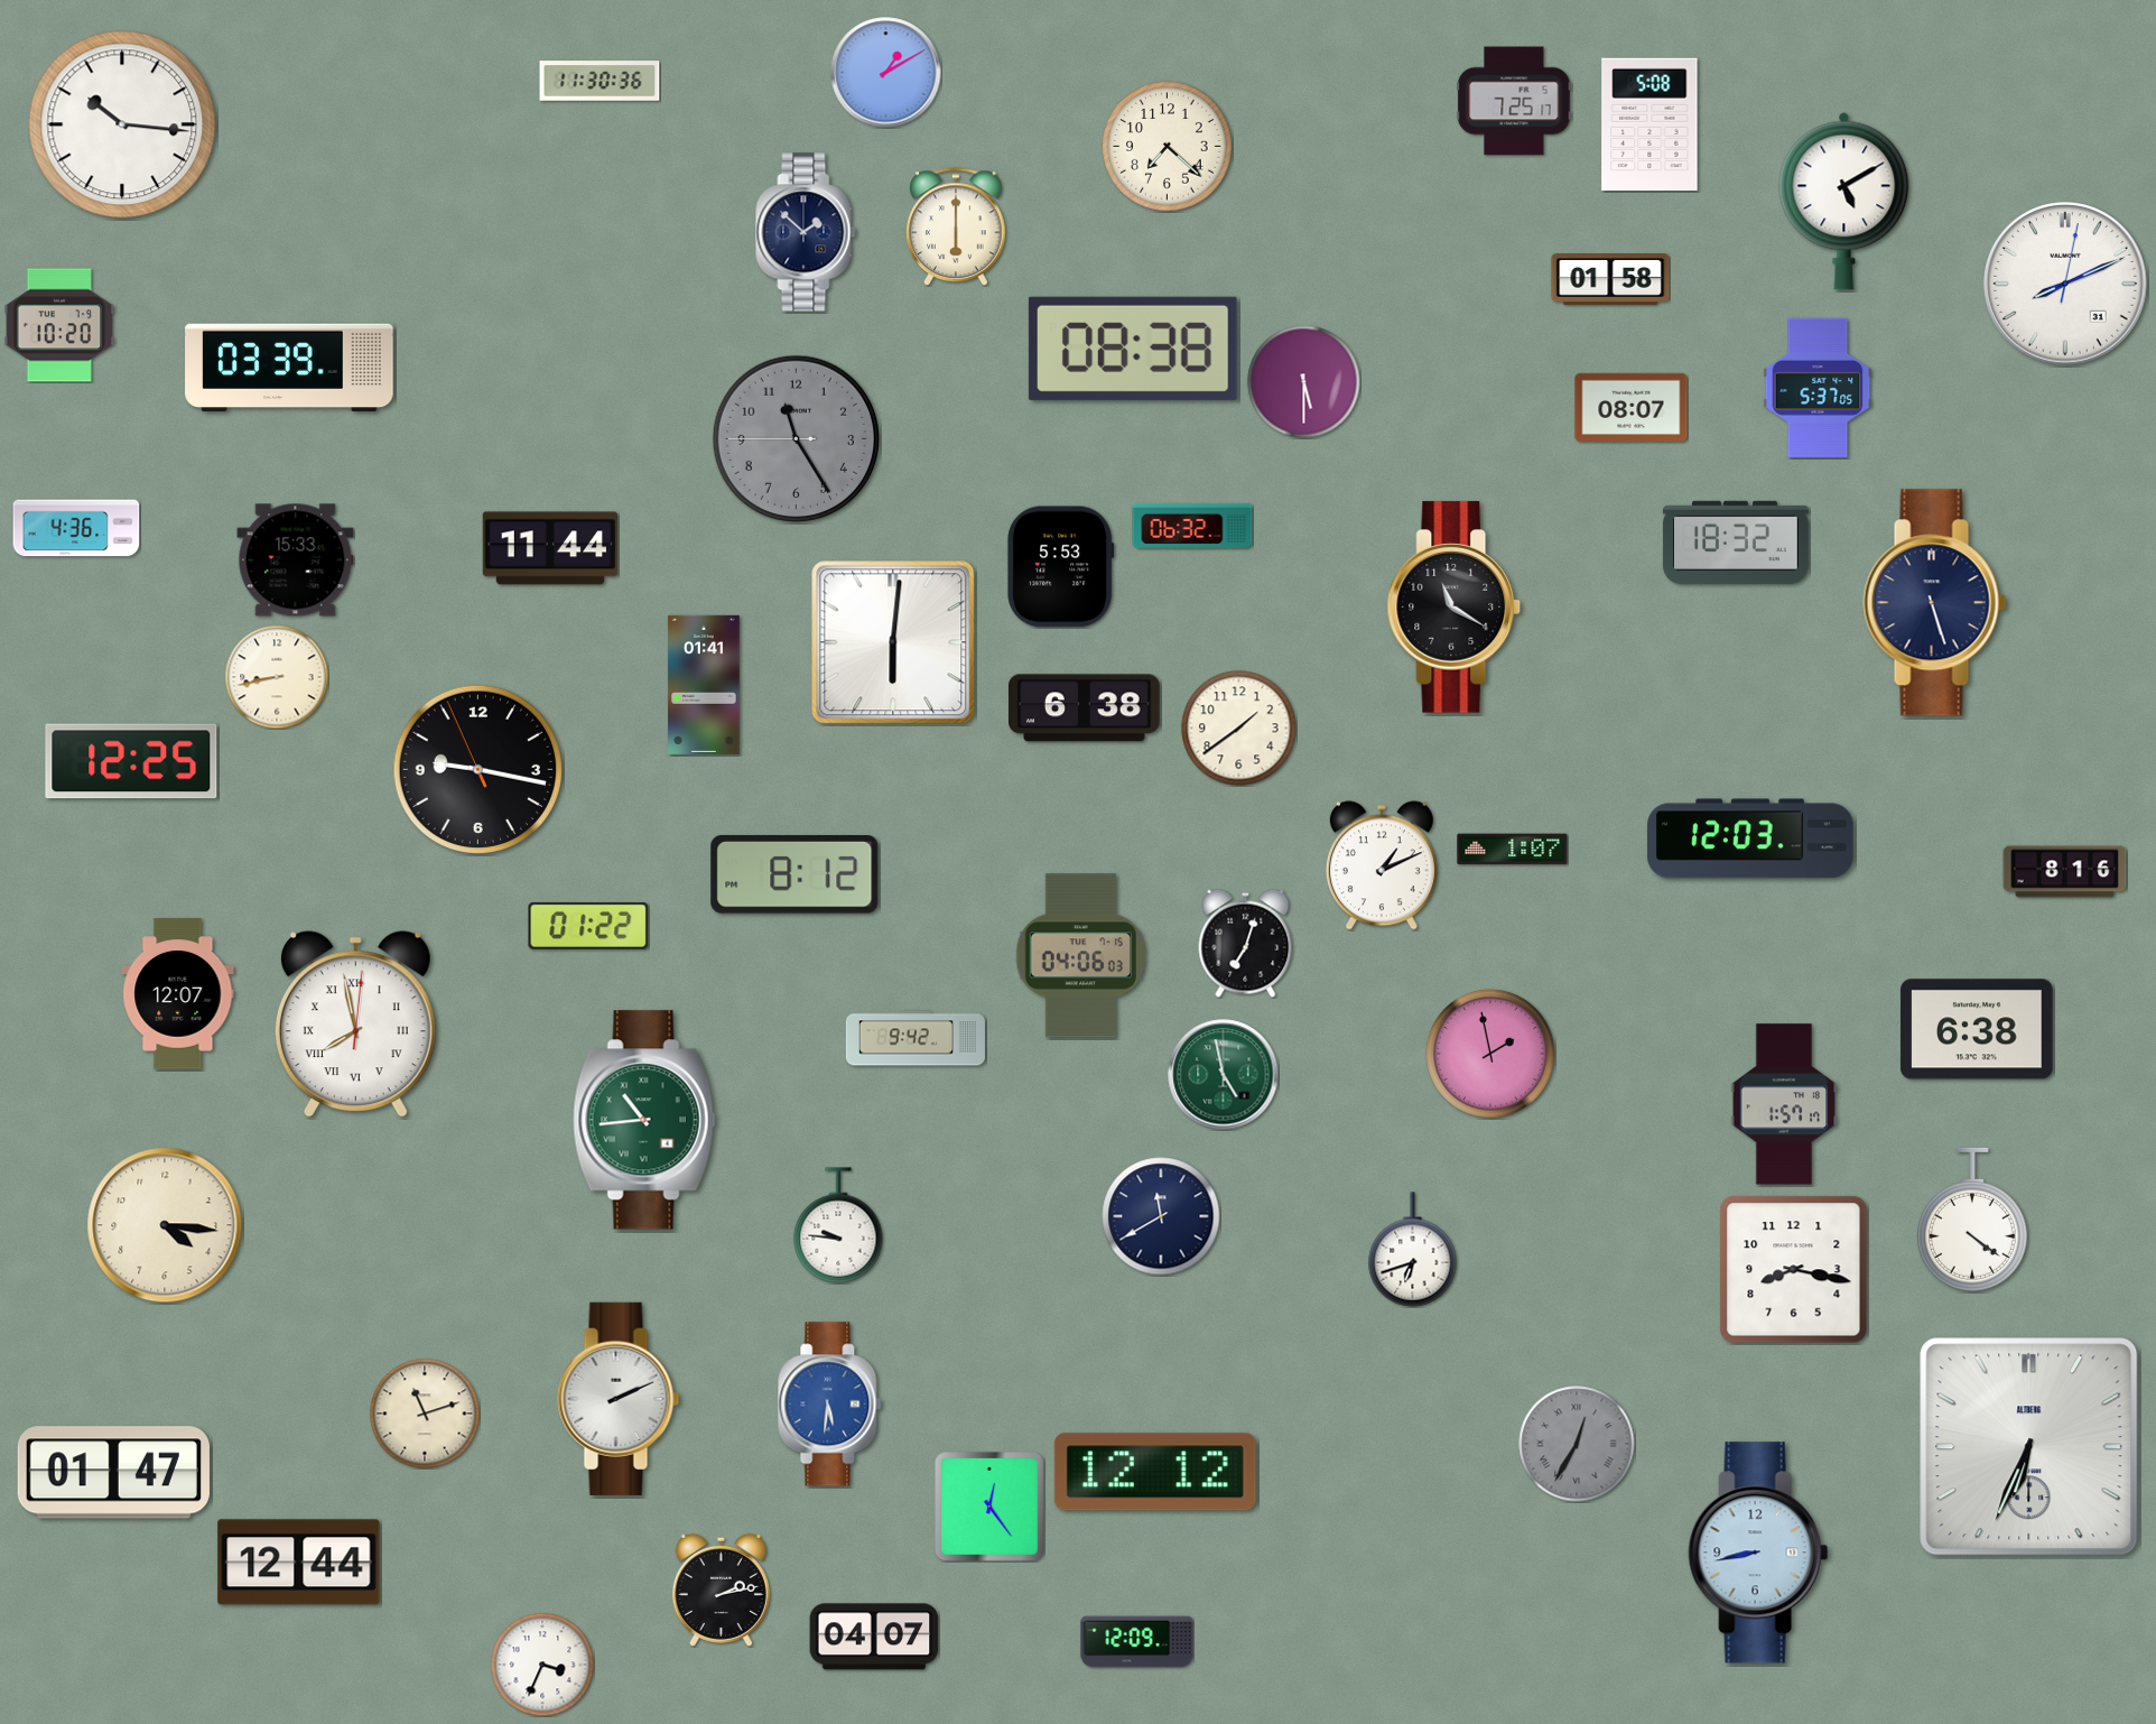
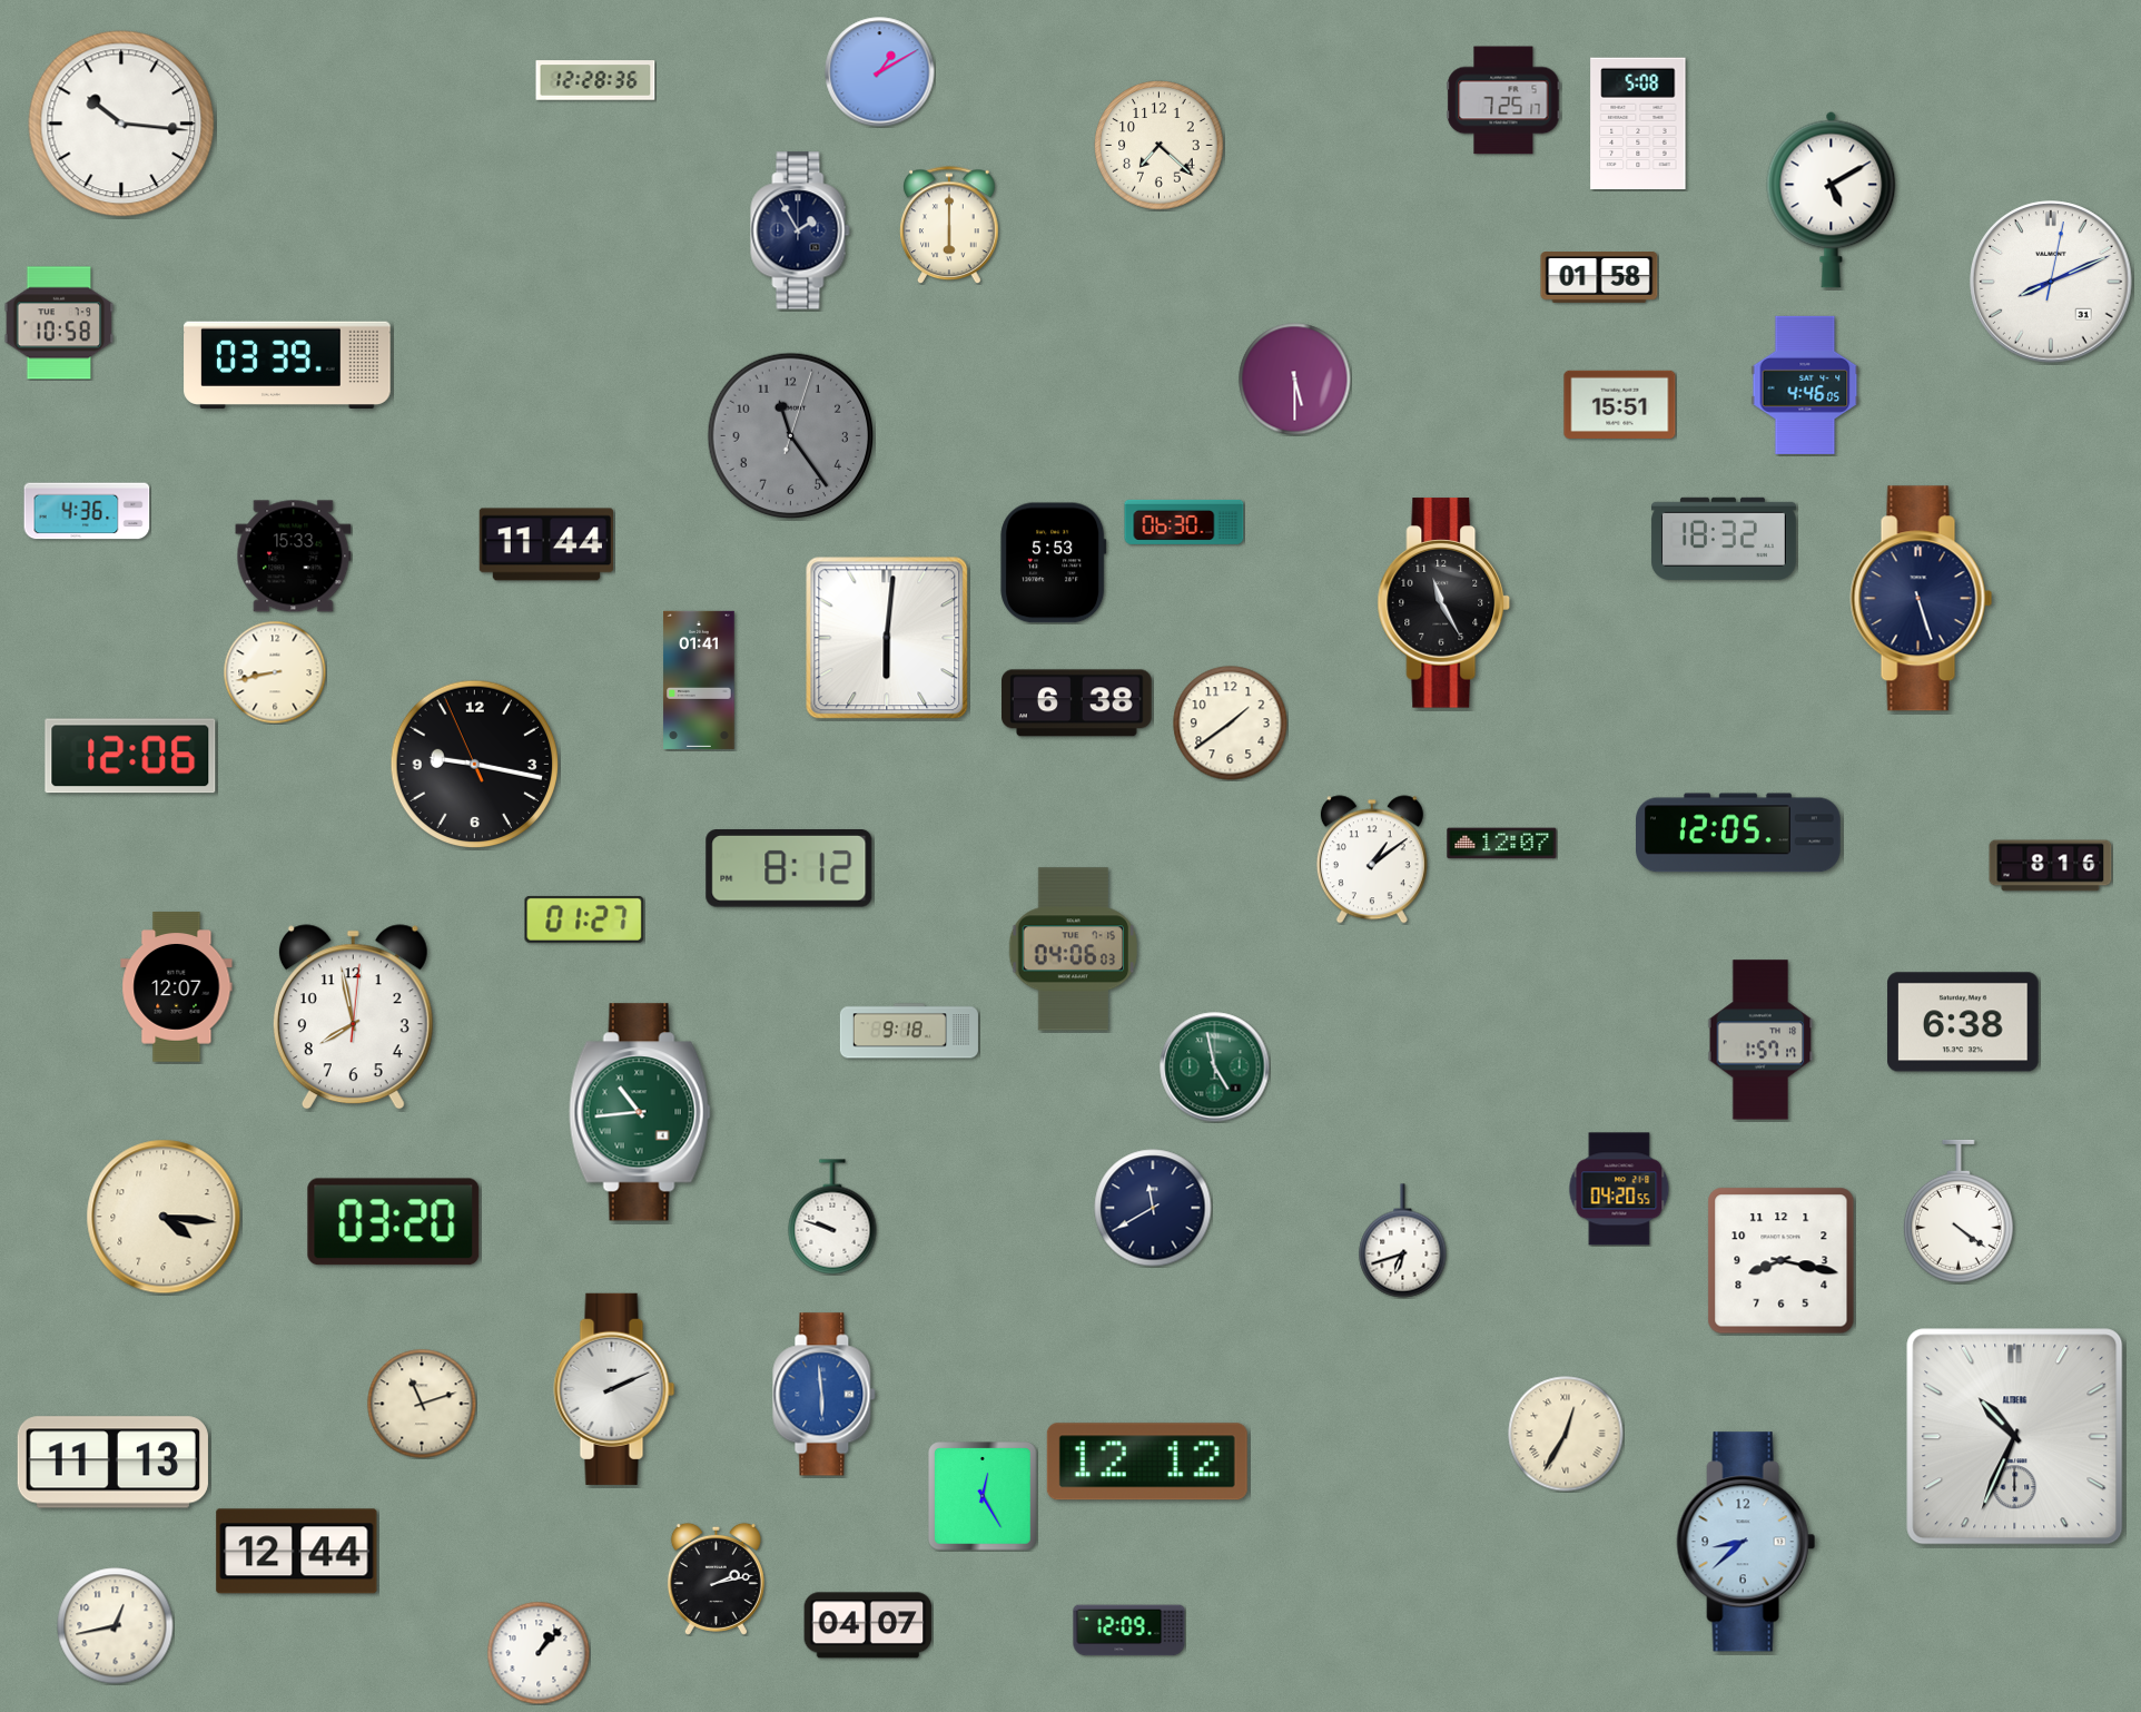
clock at (600, 81): 11:30 -> 12:28
clock at (806, 232): 1:52 -> 1:55
clock at (59, 325): 10:20 -> 10:58
clock at (1133, 349): 08:38 -> none
clock at (1818, 388): 5:37 -> 4:46
clock at (1632, 407): 08:07 -> 15:51
clock at (796, 438): 11:24:45 -> 11:24:03
clock at (1192, 526): 06:32 -> 06:30
clock at (76, 528) position: (76, 528) -> (87, 511)
clock at (1455, 608): 11:20 -> 11:25
clock at (131, 761): 12:25 -> 12:06
clock at (1751, 838): 12:03 -> 12:05
clock at (1513, 850): 1:07 -> 12:07
clock at (1382, 865): 1:11 -> 1:09
clock at (588, 926): 01:22 -> 01:27
clock at (1246, 943): 7:03 -> none
clock at (355, 1025) numerals: Roman -> Arabic
clock at (916, 1038): 9:42 -> 9:18
clock at (1490, 1054): 1:58 -> none
clock at (1784, 1104) position: (1784, 1104) -> (1760, 1040)
clock at (1619, 1189): none -> 04:20
clock at (838, 1225): 9:46 -> 9:48
clock at (394, 1222): none -> 03:20
clock at (830, 1405): 5:31 -> 5:59
clock at (1577, 1444) dial: grey -> cream
clock at (2029, 1447): 6:34 -> 10:34
clock at (113, 1473): 01:47 -> 11:13
clock at (989, 1507): 12:24 -> 12:25
clock at (1758, 1552): 8:43 -> 8:38
clock at (116, 1626): none -> 12:43
clock at (542, 1665): 3:34 -> 1:07
